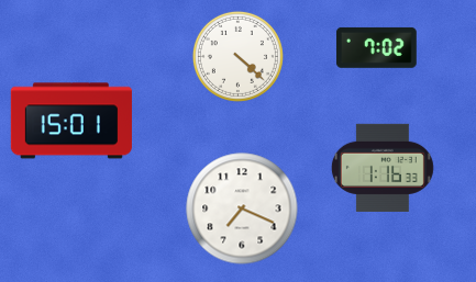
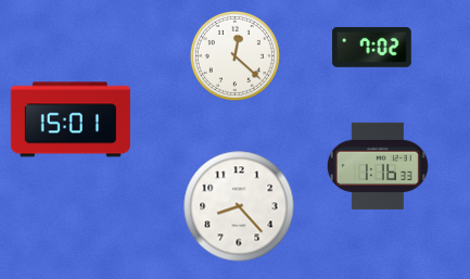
clock at (237, 56): 4:22 -> 12:22
clock at (242, 208): 7:19 -> 8:23
